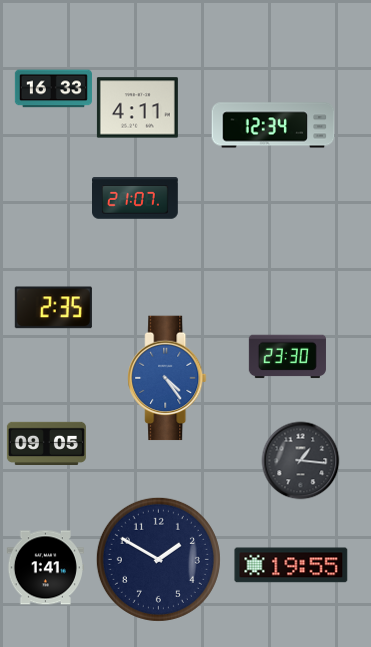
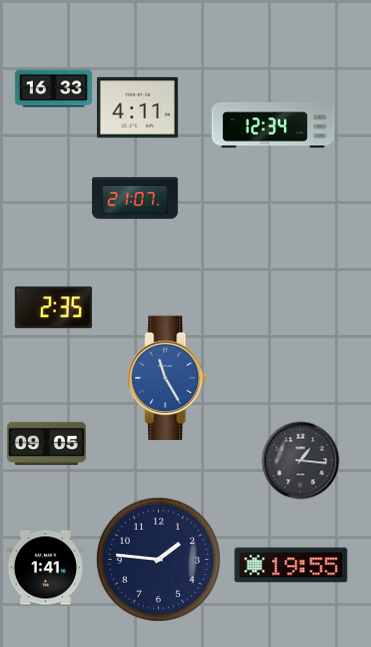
clock at (287, 357): 23:30 -> none
clock at (167, 378): 4:24 -> 11:25
clock at (158, 559): 1:50 -> 1:46
